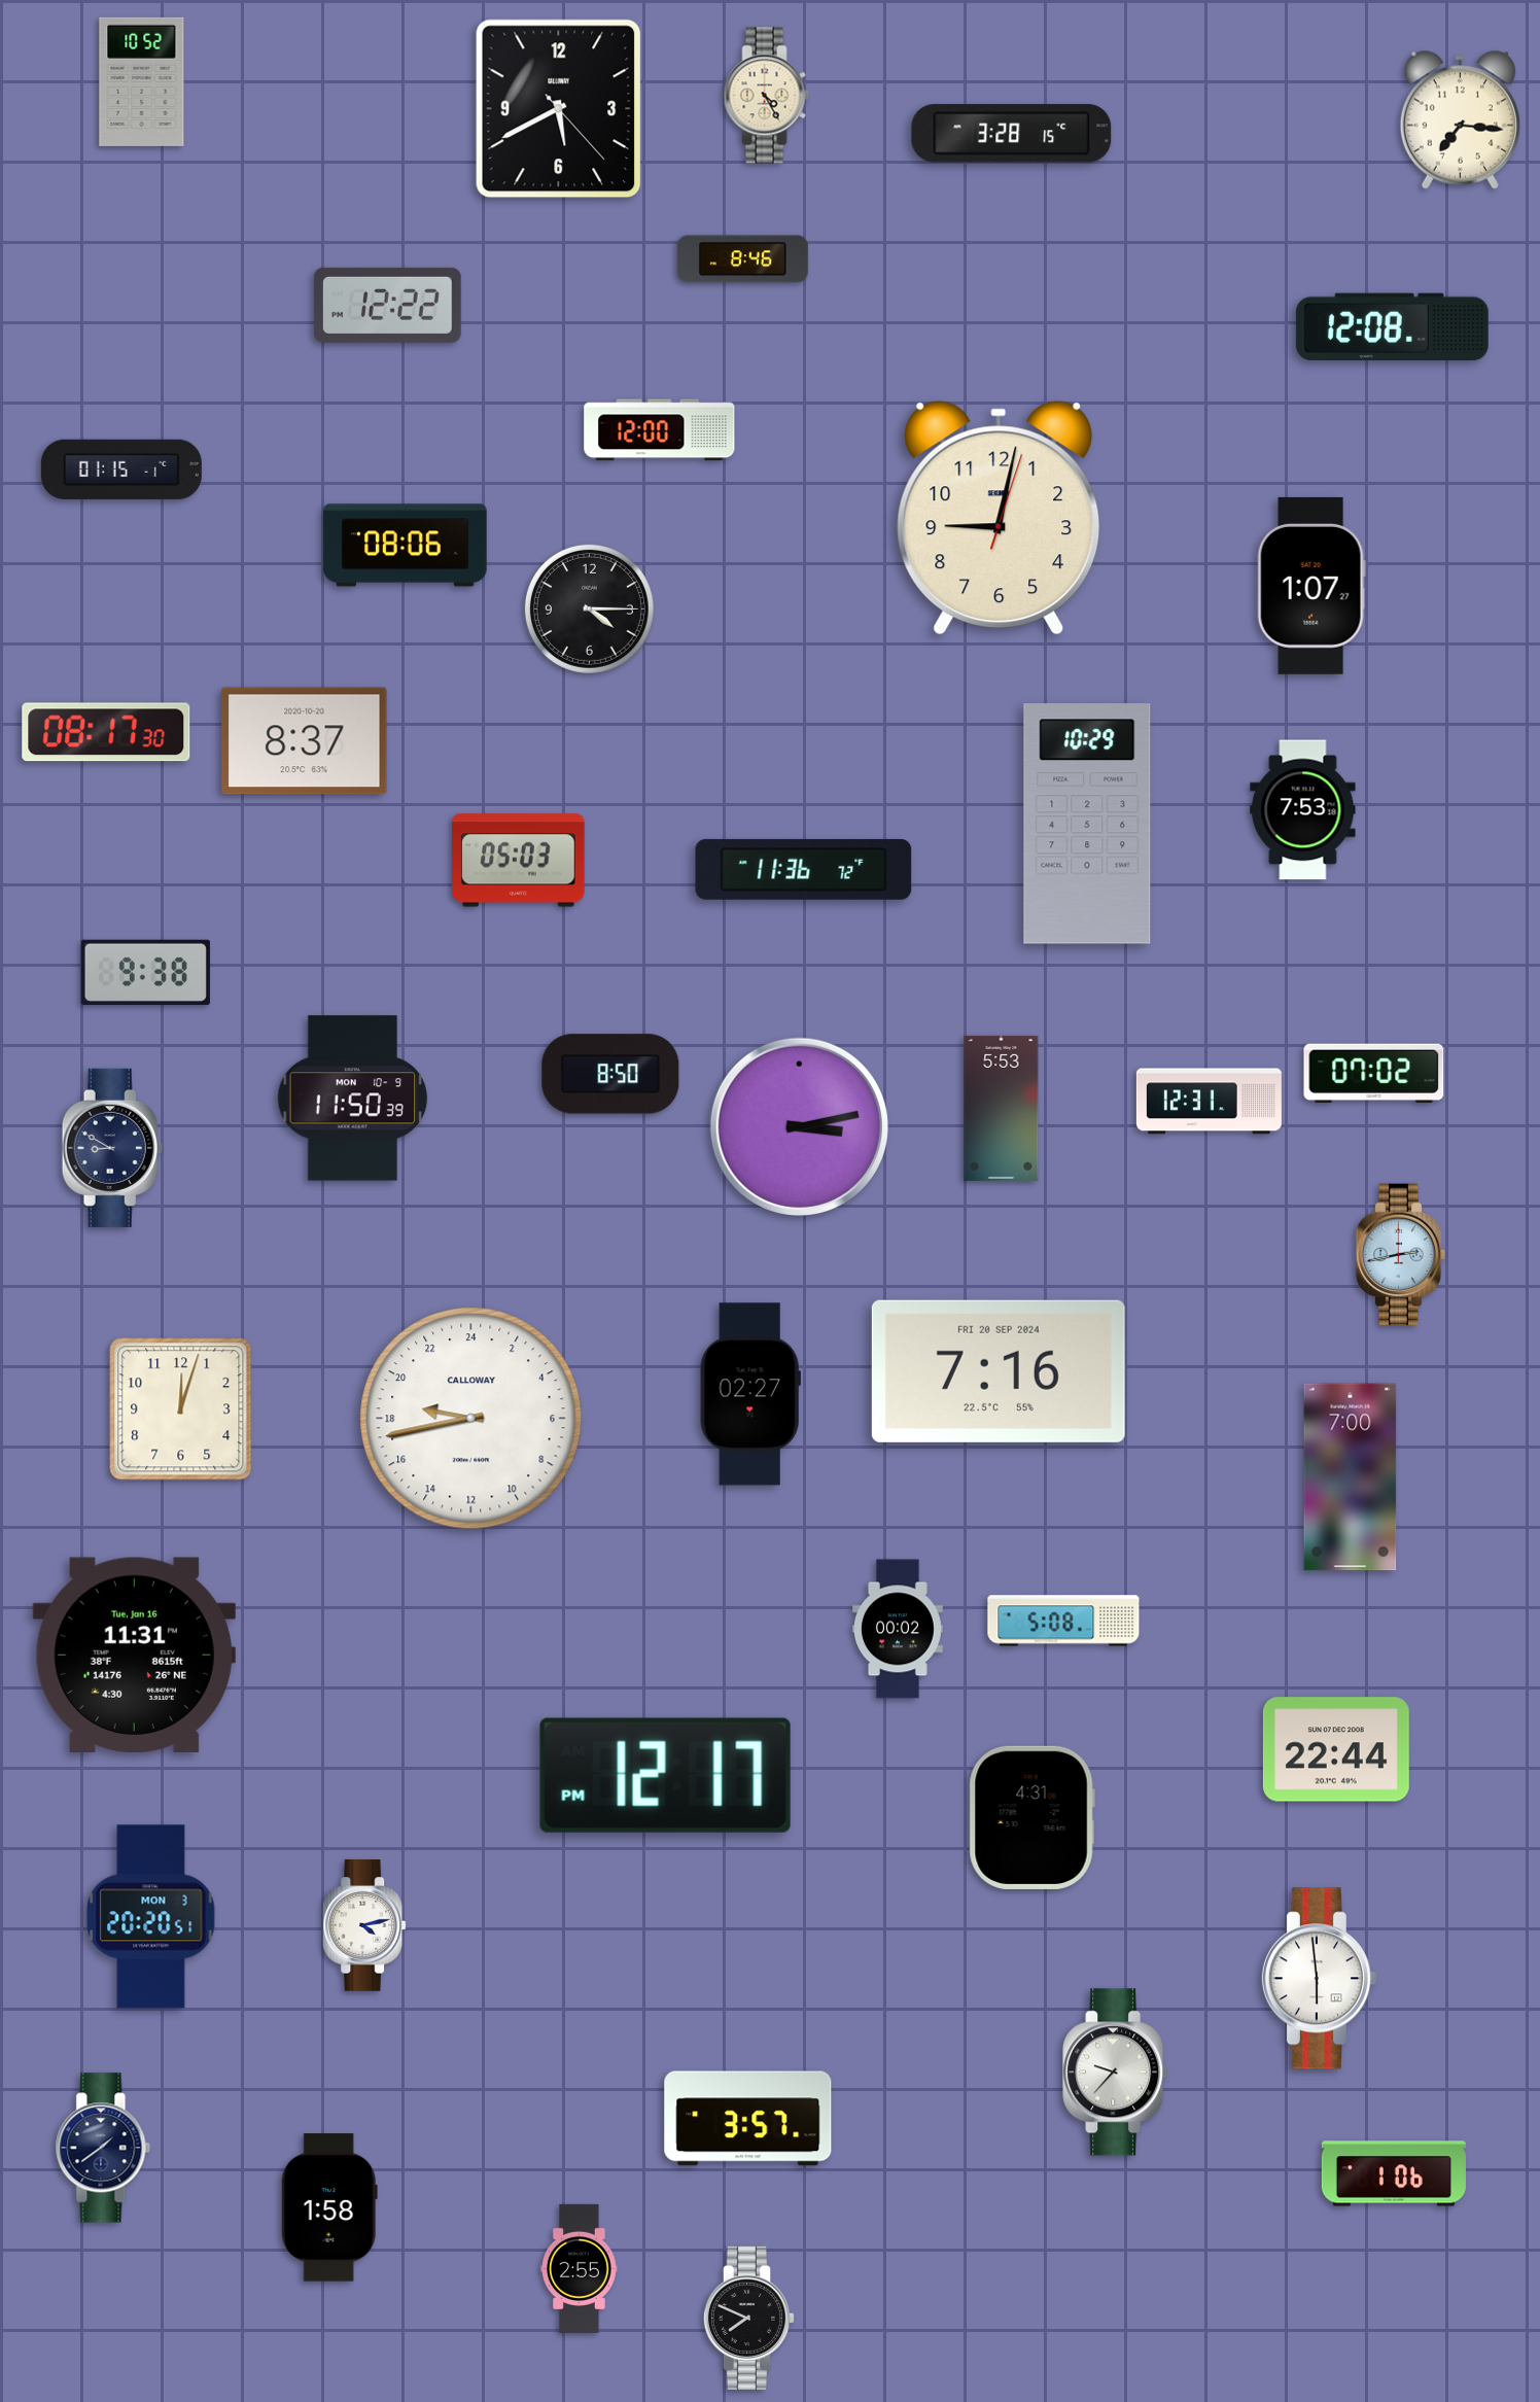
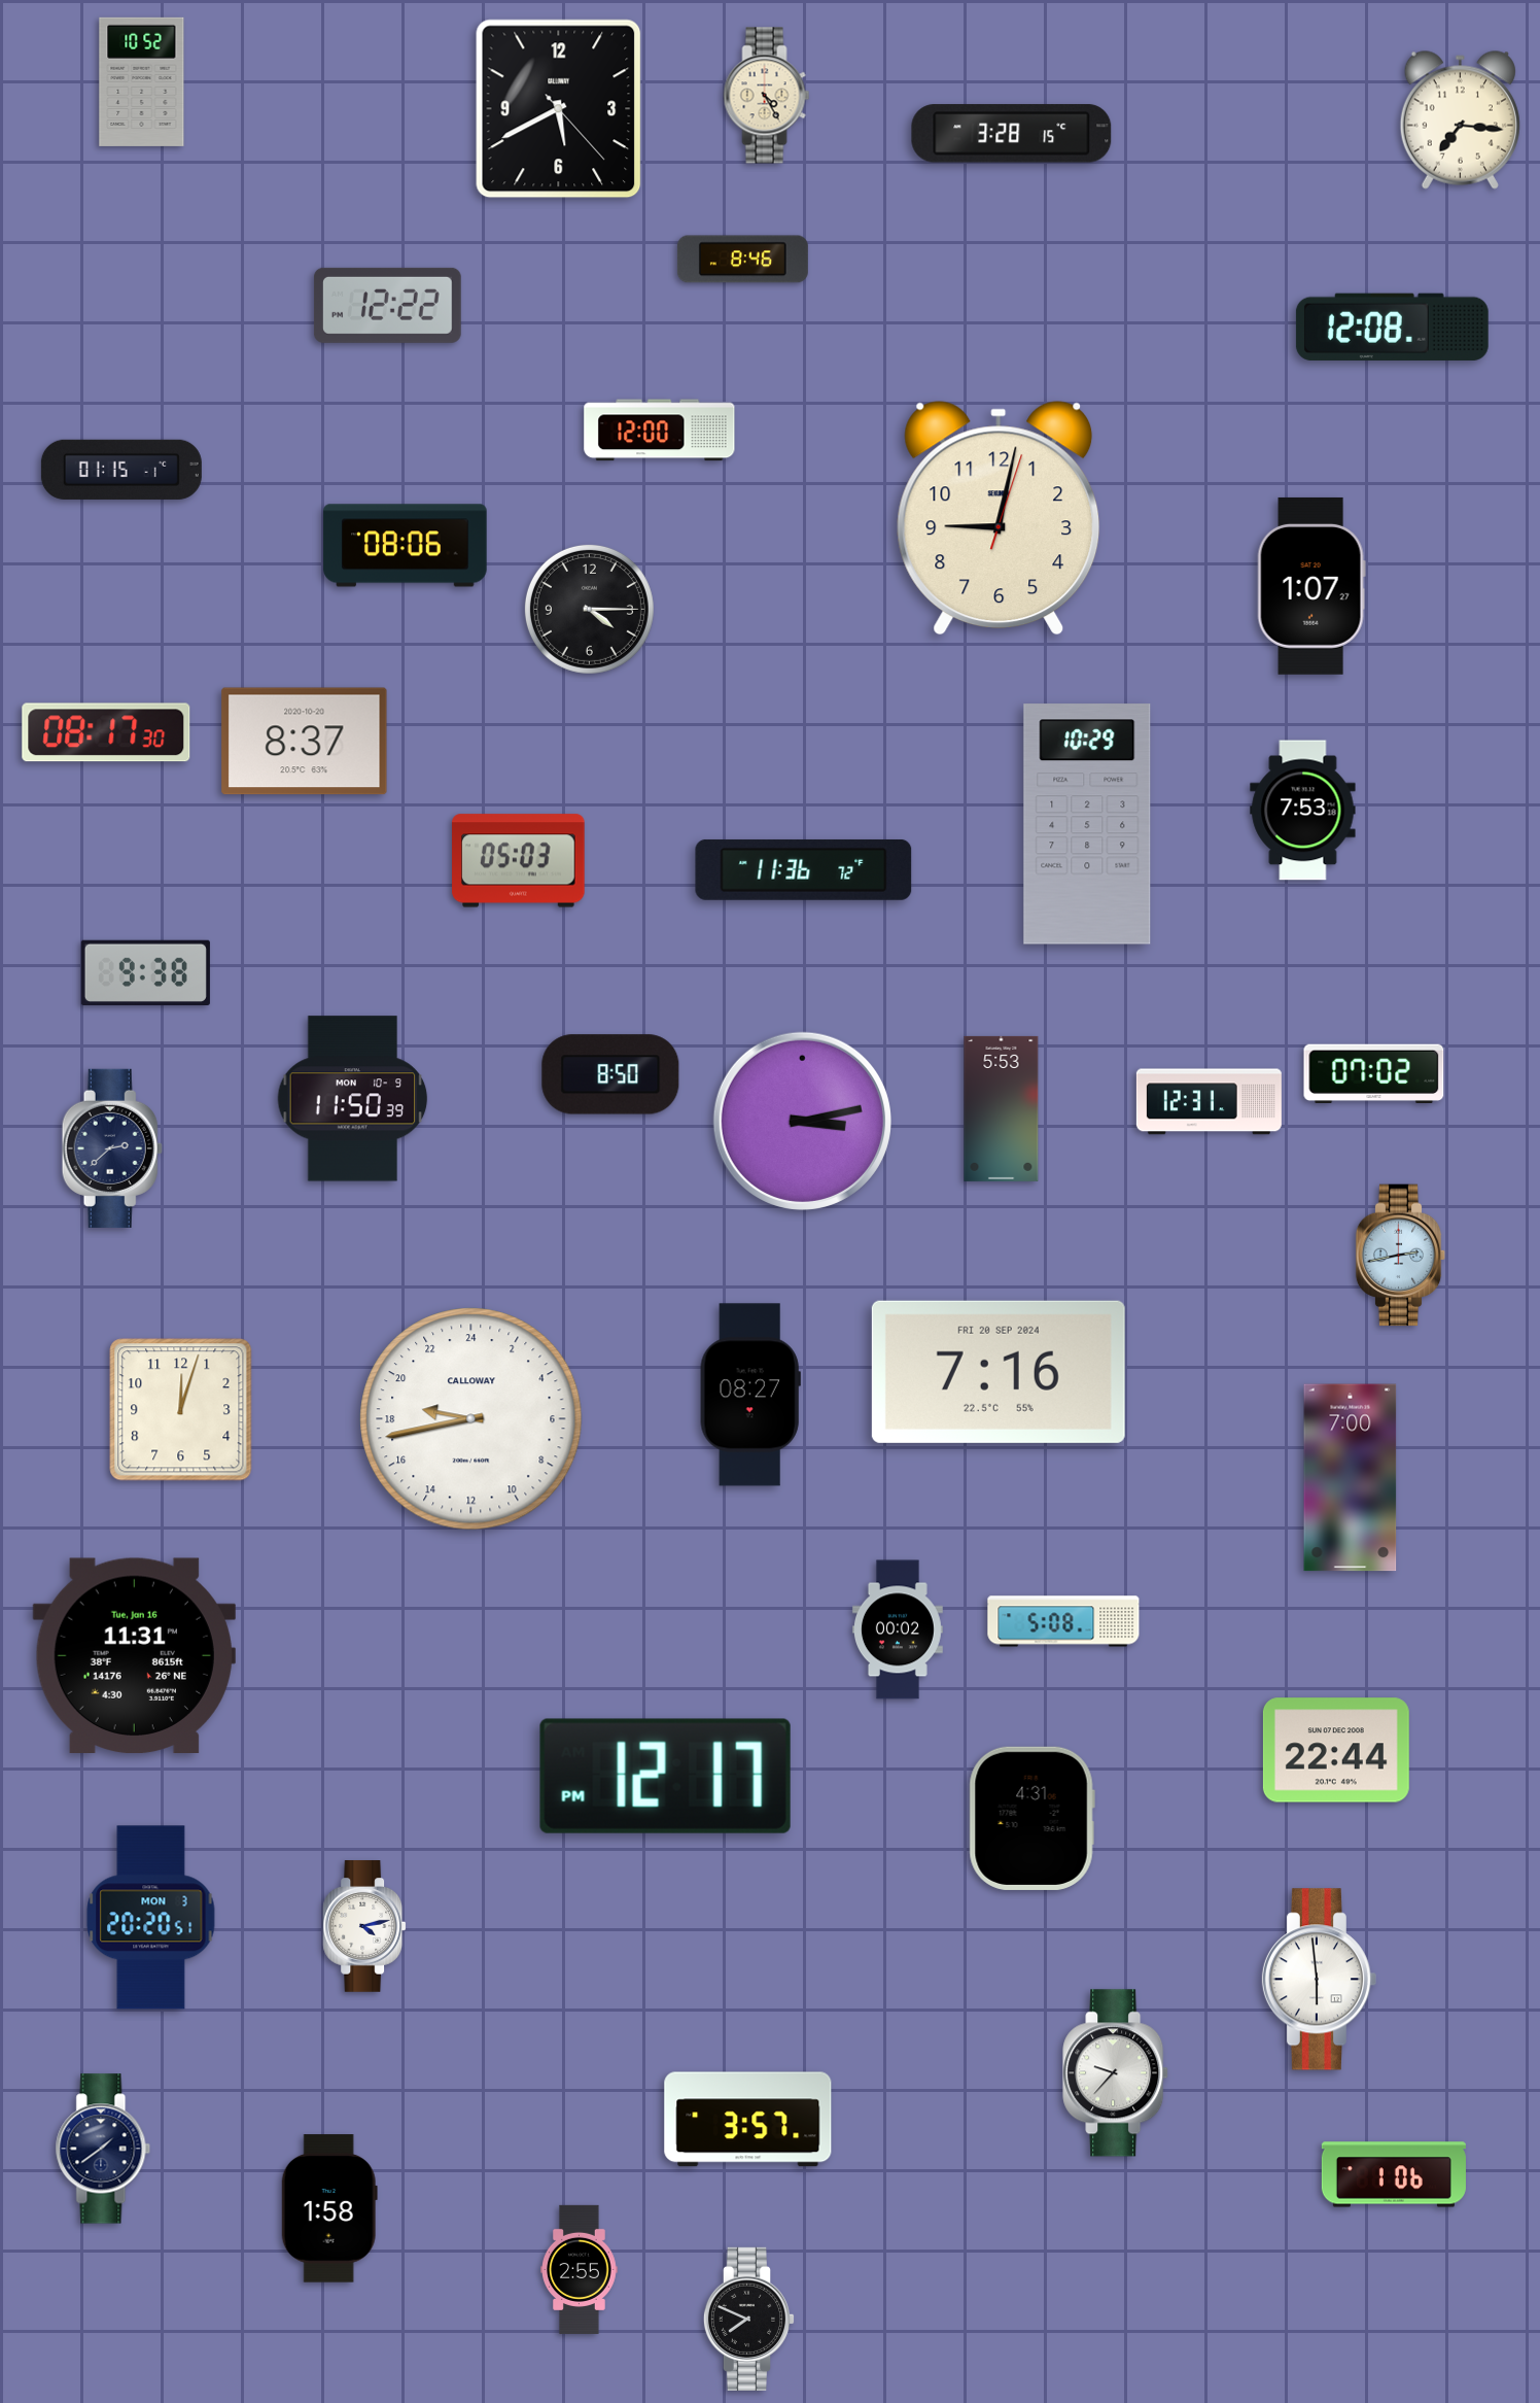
clock at (799, 1126) position: (799, 1126) -> (802, 1121)
clock at (112, 1148): 8:50 -> 2:38
clock at (750, 1394): 02:27 -> 08:27
